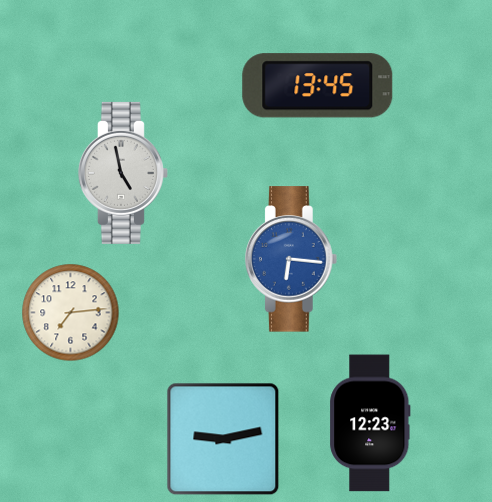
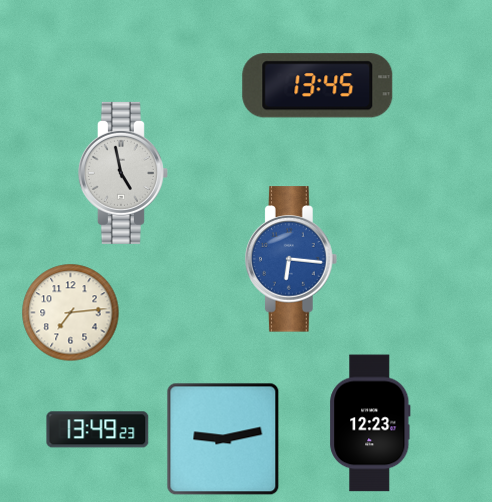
clock at (98, 430): none -> 13:49
